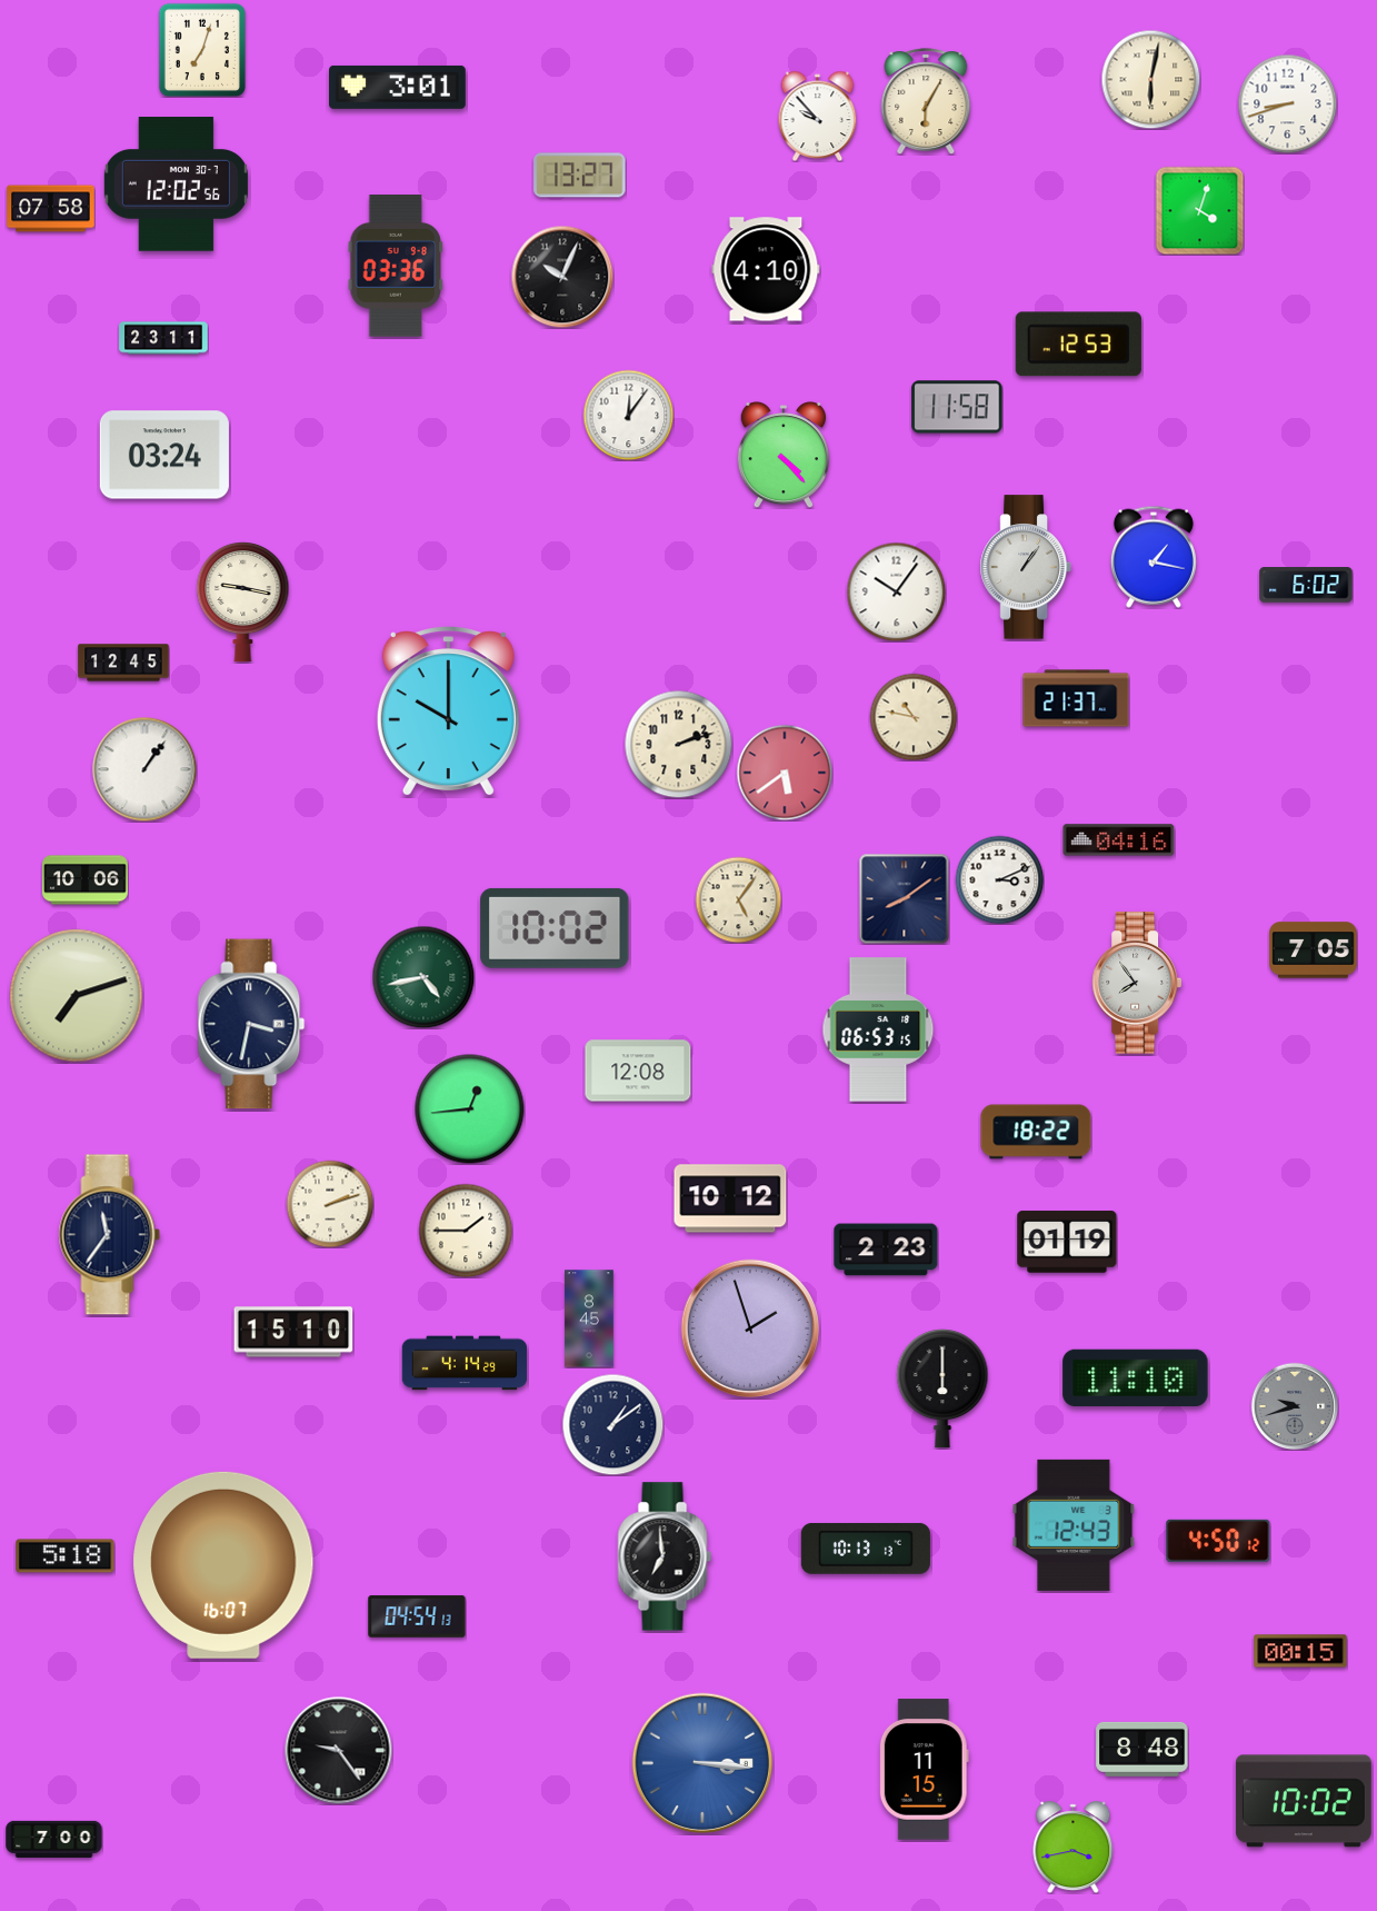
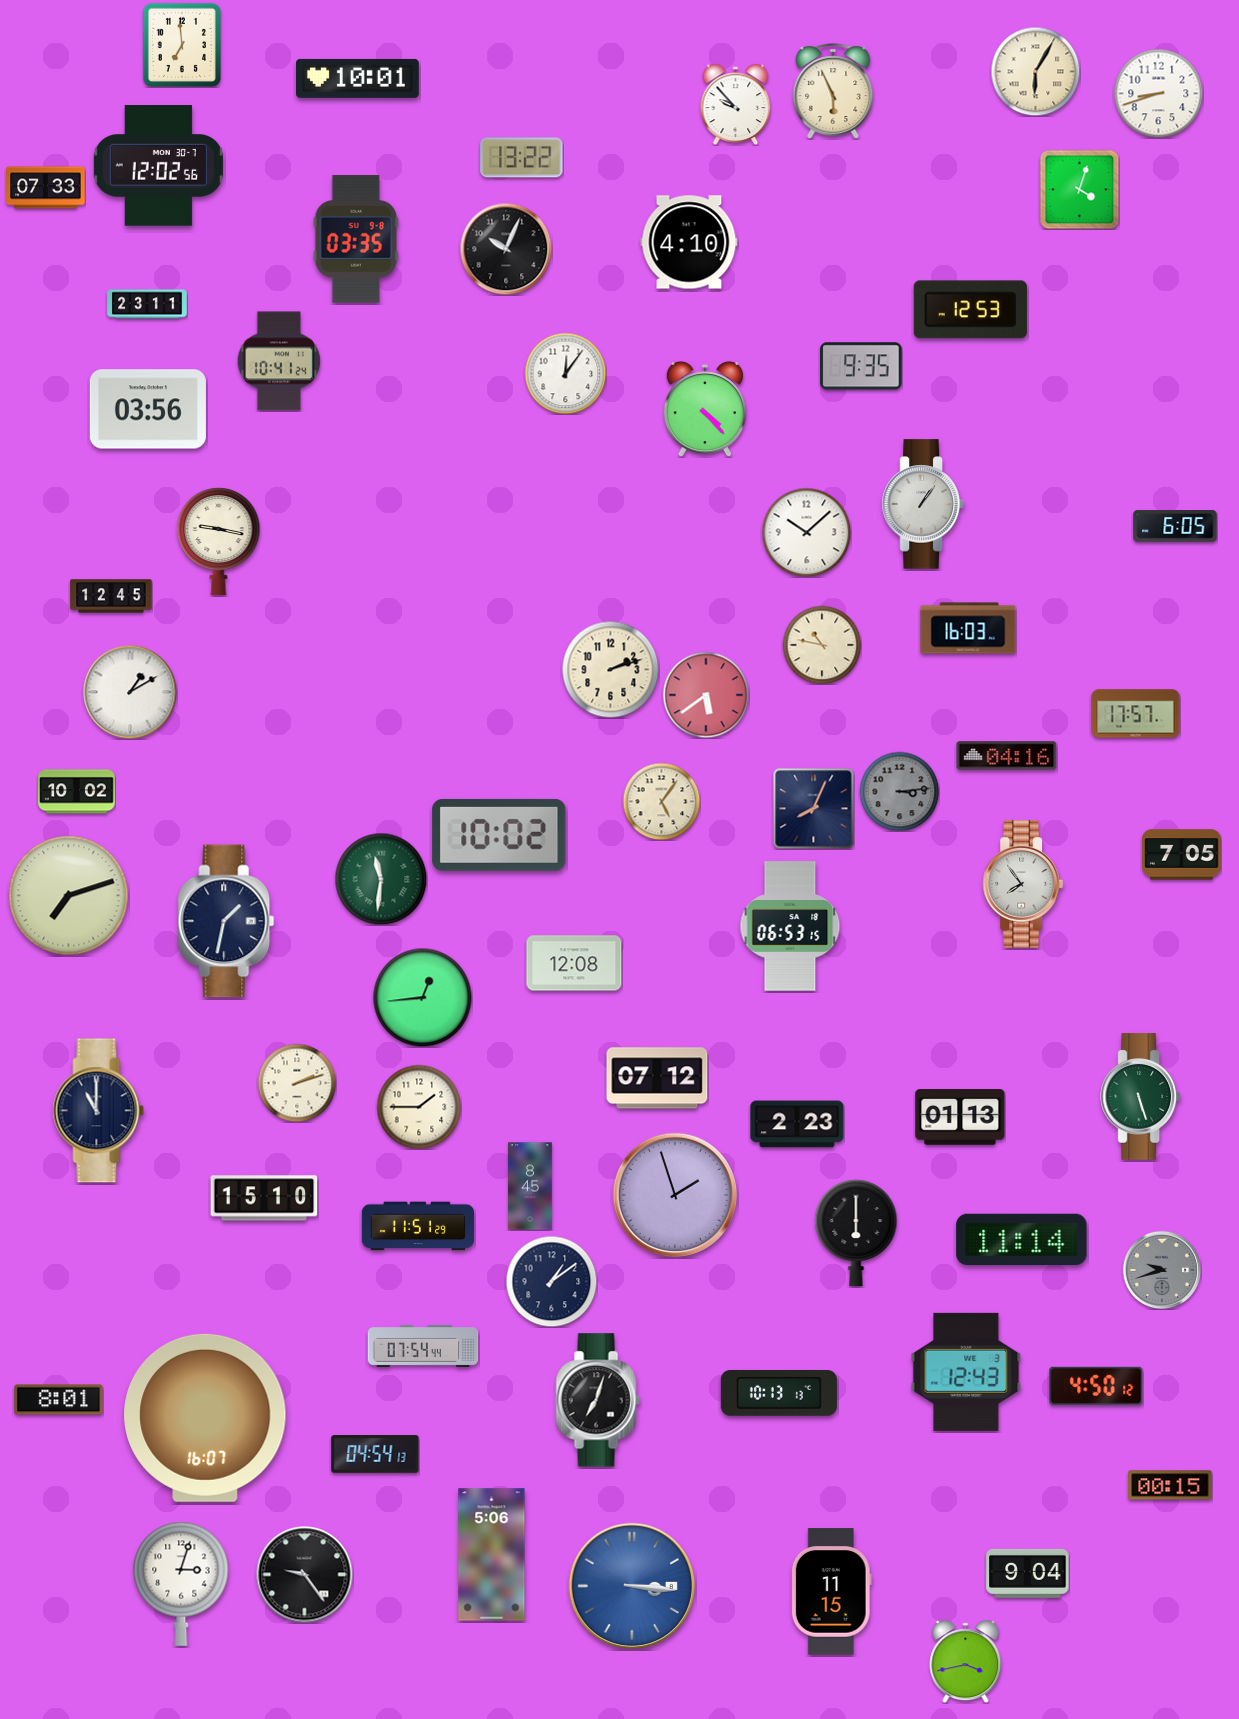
clock at (201, 49): 7:03 -> 6:59
clock at (1150, 79): 6:02 -> 6:05
clock at (398, 87): 3:01 -> 10:01
clock at (926, 101): 6:05 -> 5:56
clock at (580, 176): 13:27 -> 13:22
clock at (51, 209): 07:58 -> 07:33
clock at (396, 266): 03:36 -> 03:35
clock at (279, 361): none -> 10:41
clock at (957, 407): 11:58 -> 9:35
clock at (164, 455): 03:24 -> 03:56
clock at (1154, 557): 1:17 -> none
clock at (1026, 567) position: (1026, 567) -> (923, 504)
clock at (1306, 585): 6:02 -> 6:05
clock at (896, 591): 10:06 -> 10:08
clock at (1076, 698): 21:37 -> 16:03
clock at (448, 711): 10:00 -> none
clock at (144, 769): 1:06 -> 1:10
clock at (1136, 714): none -> 17:57
clock at (999, 879): 3:11 -> 3:14
clock at (999, 879) dial: white -> grey
clock at (86, 880): 10:06 -> 10:02
clock at (904, 898): 8:09 -> 8:04
clock at (738, 899) position: (738, 899) -> (661, 801)
clock at (423, 977): 4:43 -> 11:31
clock at (251, 1024): 3:32 -> 1:32
clock at (1036, 1132): 18:22 -> none
clock at (730, 1198): 10:12 -> 07:12
clock at (1141, 1097): none -> 5:27
clock at (110, 1235): 11:36 -> 11:00
clock at (1067, 1242): 01:19 -> 01:13
clock at (465, 1363): 4:14 -> 11:51
clock at (1136, 1378): 11:10 -> 11:14
clock at (942, 1389) position: (942, 1389) -> (856, 1233)
clock at (1295, 1406) position: (1295, 1406) -> (1162, 1270)
clock at (423, 1346): none -> 07:54
clock at (66, 1556): 5:18 -> 8:01
clock at (665, 1556): 6:59 -> 7:03
clock at (223, 1565) position: (223, 1565) -> (205, 1418)
clock at (492, 1555): none -> 5:06
clock at (1142, 1749): 8:48 -> 9:04
clock at (181, 1584): none -> 3:03
clock at (1304, 1801): 10:02 -> none
clock at (54, 1839): 7:00 -> none
